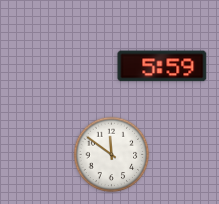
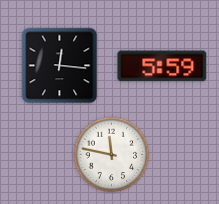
clock at (60, 66): none -> 12:16
clock at (112, 155): 11:51 -> 11:47
